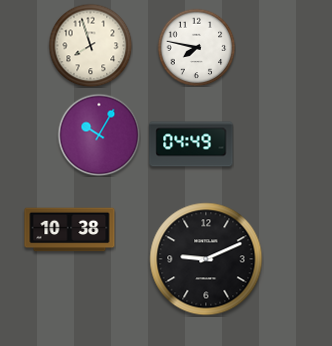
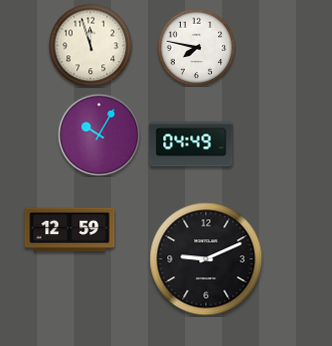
clock at (90, 45): 7:57 -> 11:57
clock at (70, 230): 10:38 -> 12:59
